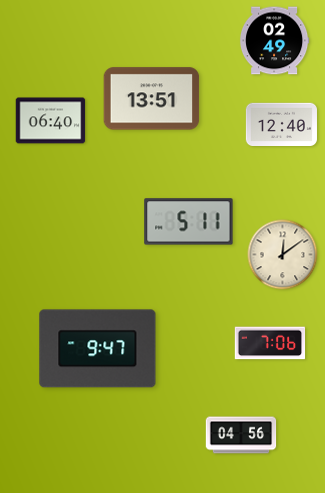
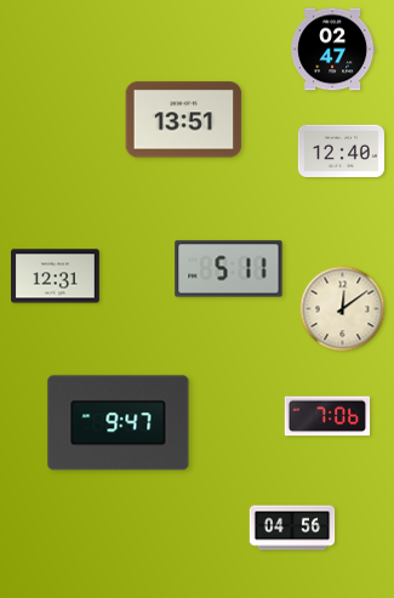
clock at (274, 41): 02:49 -> 02:47
clock at (51, 121): 06:40 -> none
clock at (56, 277): none -> 12:31
